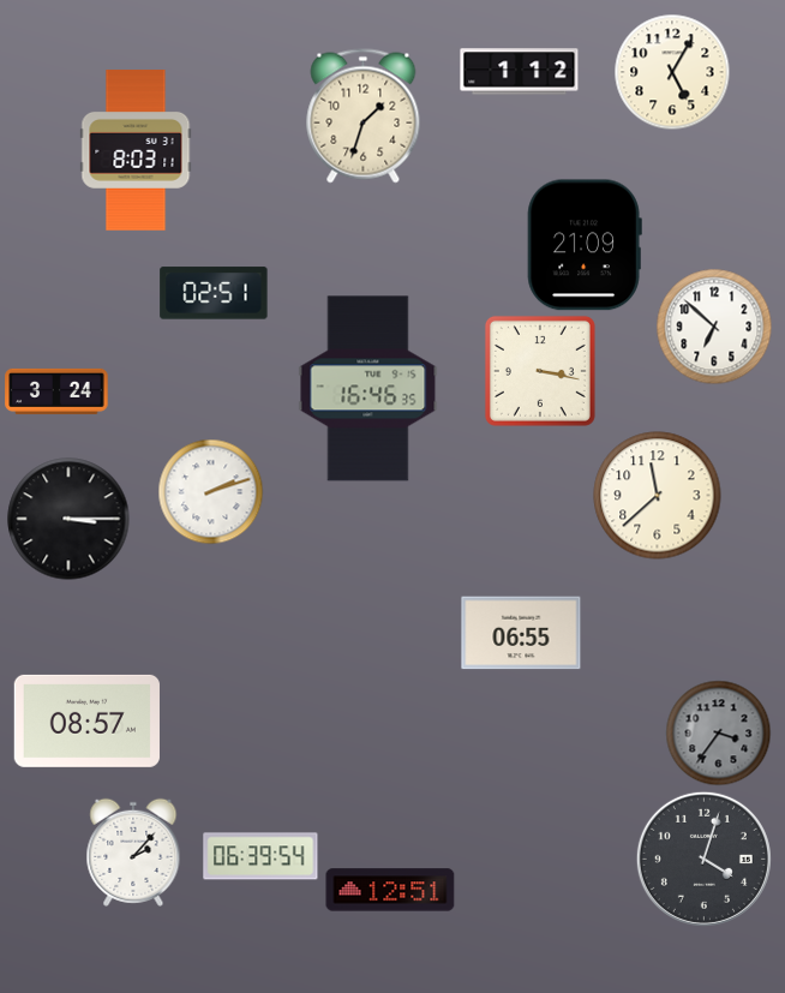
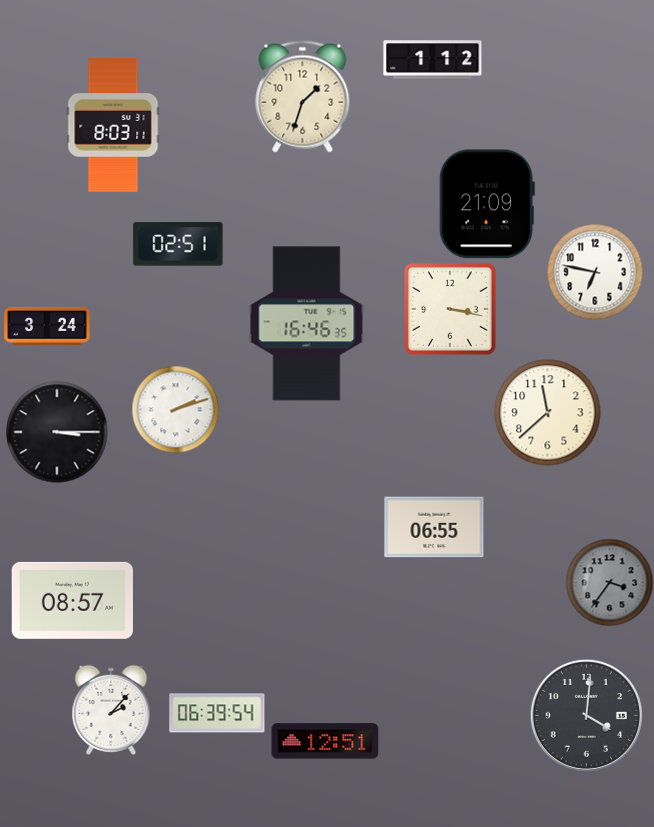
clock at (672, 72): 5:05 -> none
clock at (714, 327): 6:52 -> 6:47
clock at (718, 732) position: (718, 732) -> (609, 582)
clock at (703, 859): 4:03 -> 4:01
